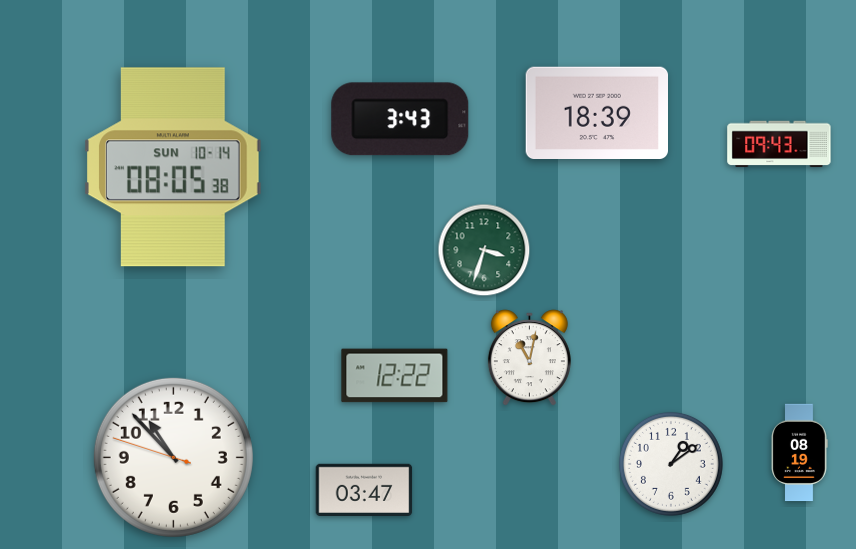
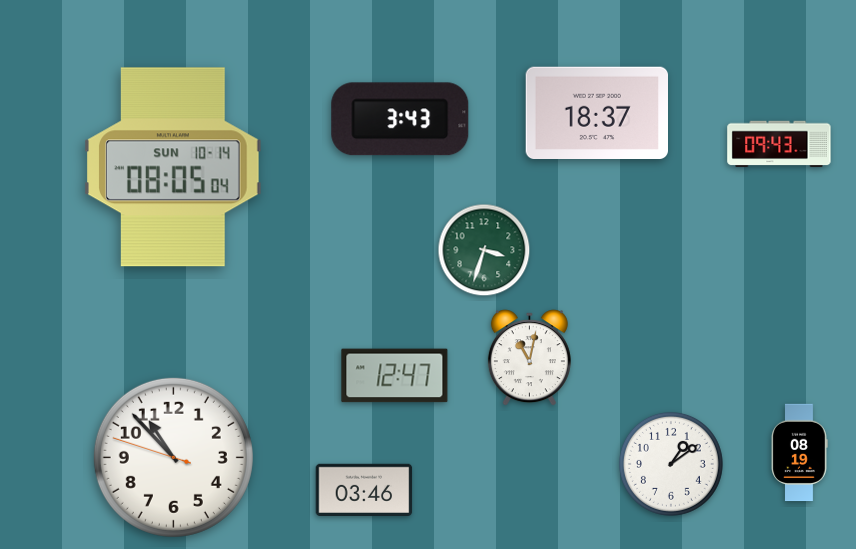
clock at (597, 113): 18:39 -> 18:37
clock at (174, 167): 08:05:38 -> 08:05:04
clock at (395, 376): 12:22 -> 12:47
clock at (364, 489): 03:47 -> 03:46
